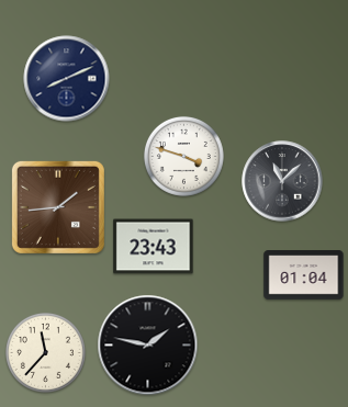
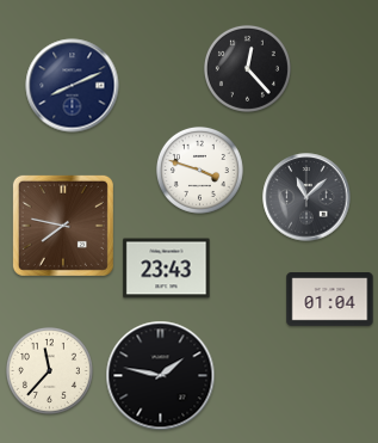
clock at (247, 68): none -> 12:23
clock at (58, 207): 1:44 -> 7:47
clock at (45, 352) position: (45, 352) -> (49, 370)
